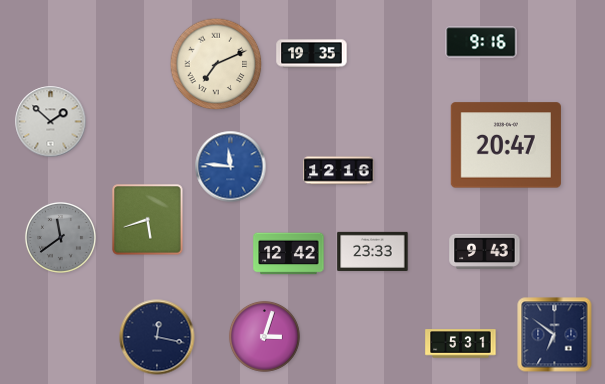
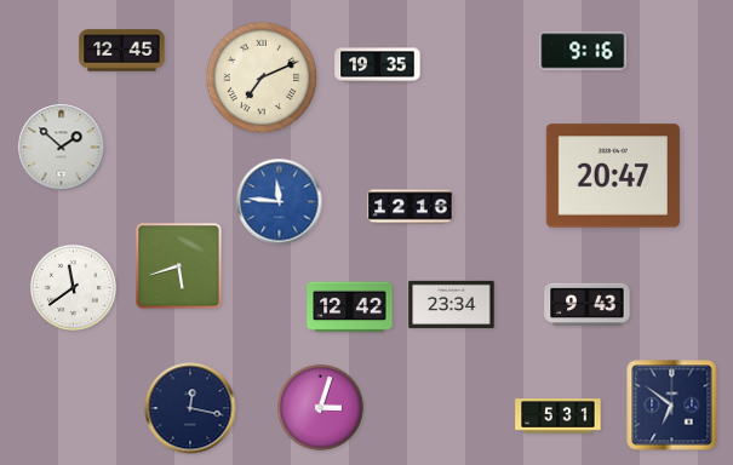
clock at (122, 51): none -> 12:45
clock at (60, 237) dial: grey -> white
clock at (373, 251): 23:33 -> 23:34
